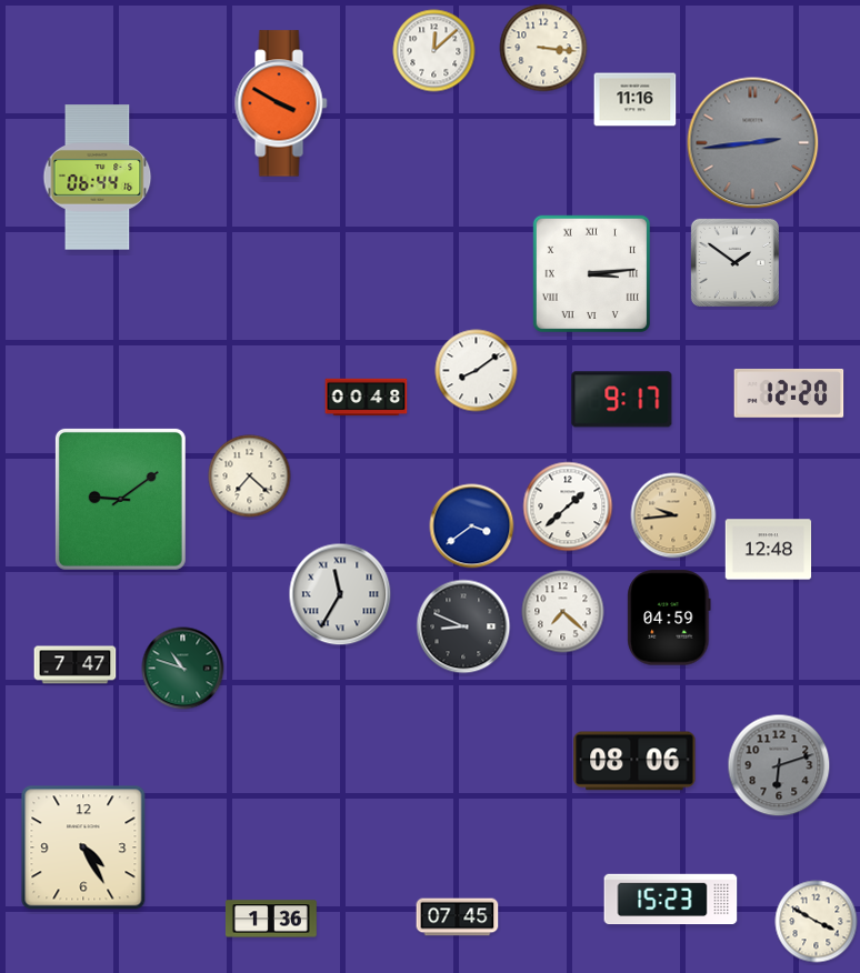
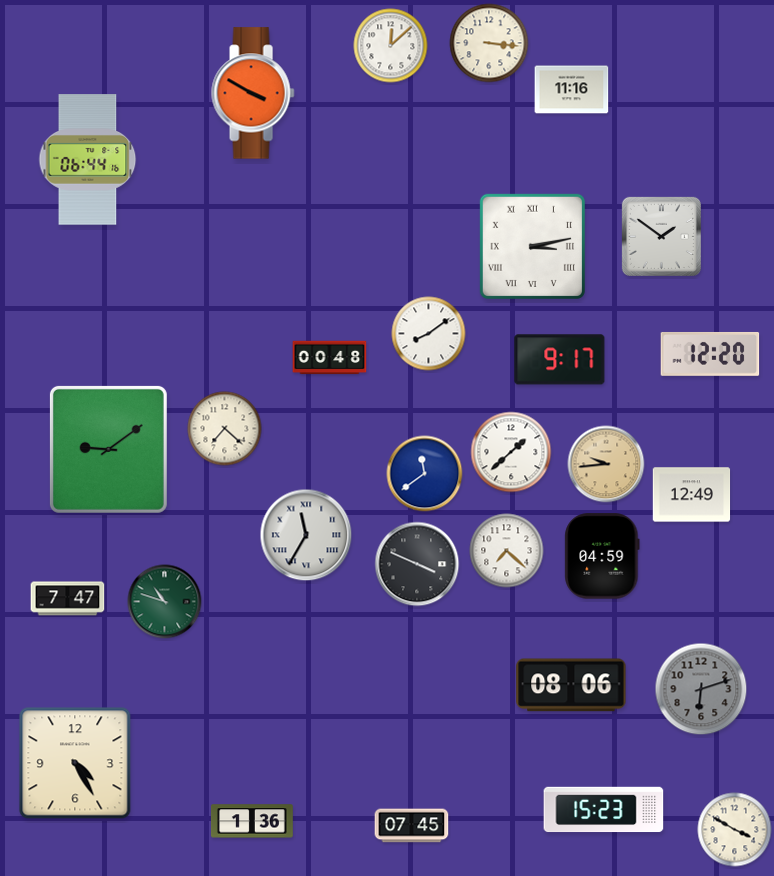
clock at (753, 143): 2:44 -> none
clock at (591, 273): 3:14 -> 3:13
clock at (568, 506) position: (568, 506) -> (511, 452)
clock at (472, 526): 3:39 -> 11:39
clock at (769, 550): 12:48 -> 12:49
clock at (463, 626): 8:49 -> 3:49
clock at (271, 919) position: (271, 919) -> (252, 821)
